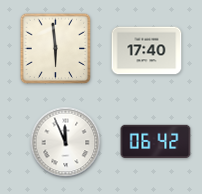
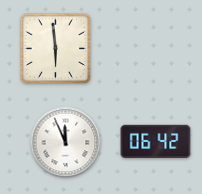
clock at (147, 51): 17:40 -> none
